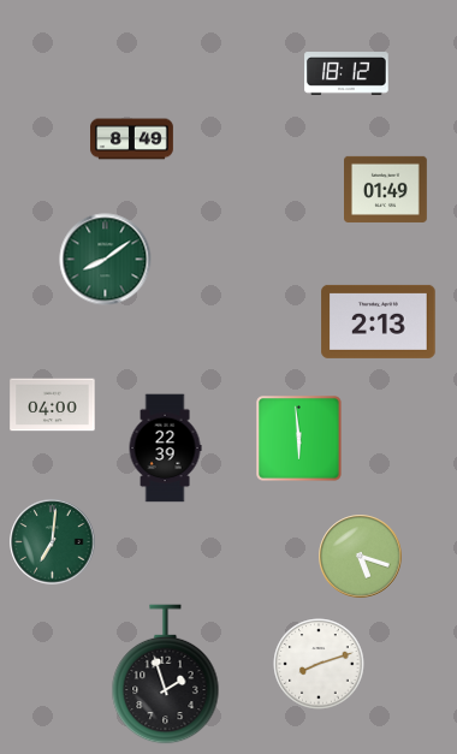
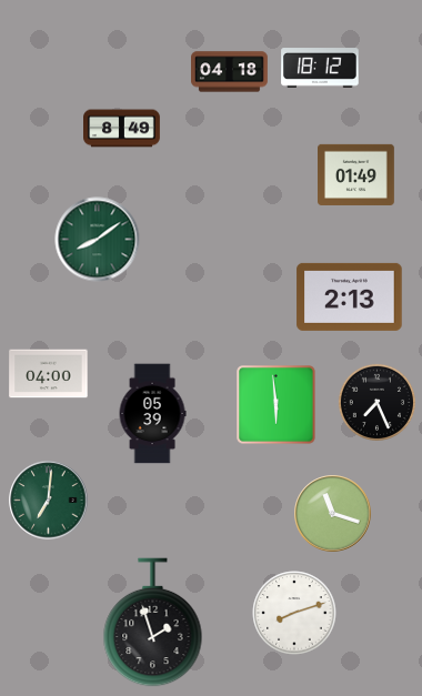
clock at (230, 72): none -> 04:18
clock at (376, 402): none -> 7:26
clock at (165, 449): 22:39 -> 05:39
clock at (361, 557): 5:18 -> 11:18
